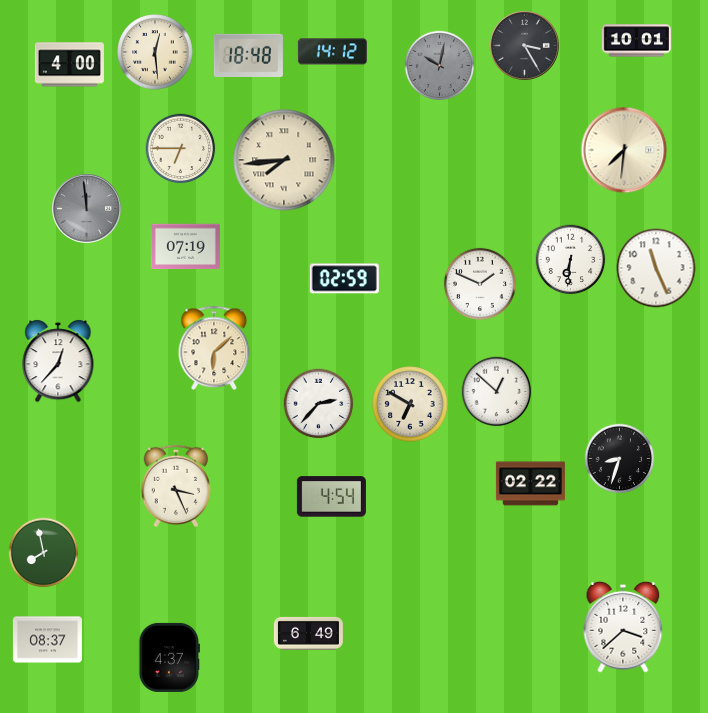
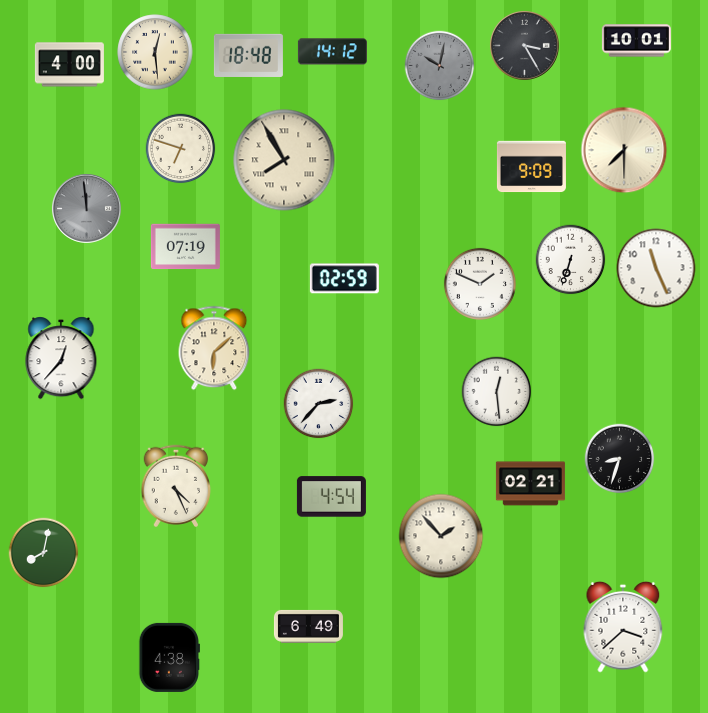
clock at (181, 149): 6:45 -> 6:48
clock at (624, 150): 7:31 -> 7:30
clock at (284, 160): 7:44 -> 7:55
clock at (531, 167): none -> 9:09
clock at (571, 260): 6:31 -> 6:33
clock at (58, 361) position: (58, 361) -> (61, 358)
clock at (497, 392): 12:52 -> 12:29
clock at (410, 404): 6:50 -> none
clock at (530, 484): 02:22 -> 02:21
clock at (176, 485): 3:26 -> 4:26
clock at (441, 536): none -> 1:53
clock at (44, 553): 7:58 -> 8:02
clock at (308, 633) position: (308, 633) -> (308, 626)
clock at (47, 640): 08:37 -> none
clock at (169, 657): 4:37 -> 4:38
